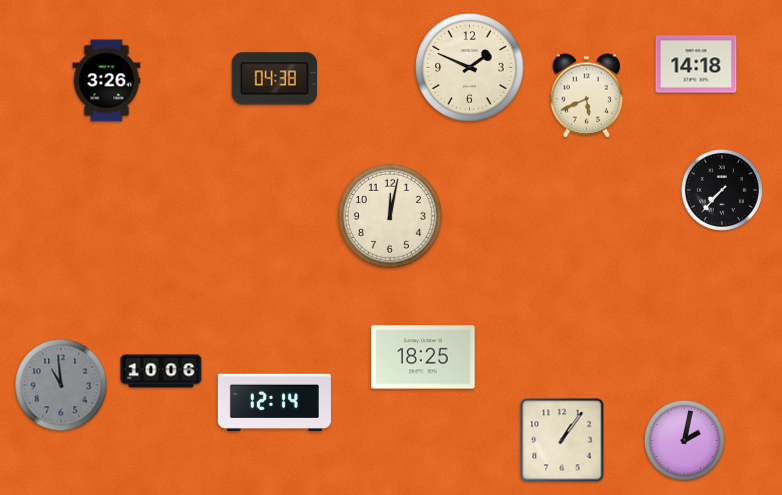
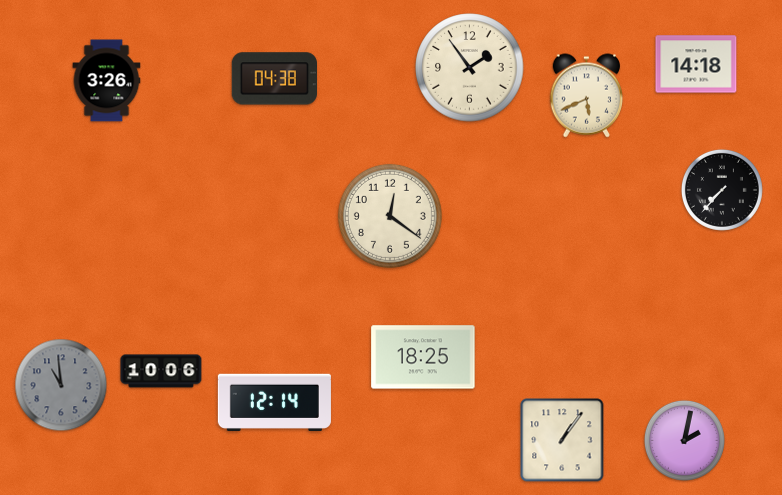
clock at (470, 68): 1:49 -> 1:54
clock at (390, 216): 12:02 -> 12:21
